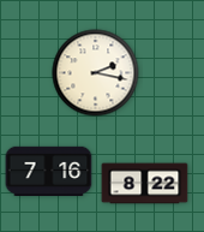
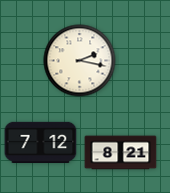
clock at (49, 171): 7:16 -> 7:12
clock at (145, 184): 8:22 -> 8:21
